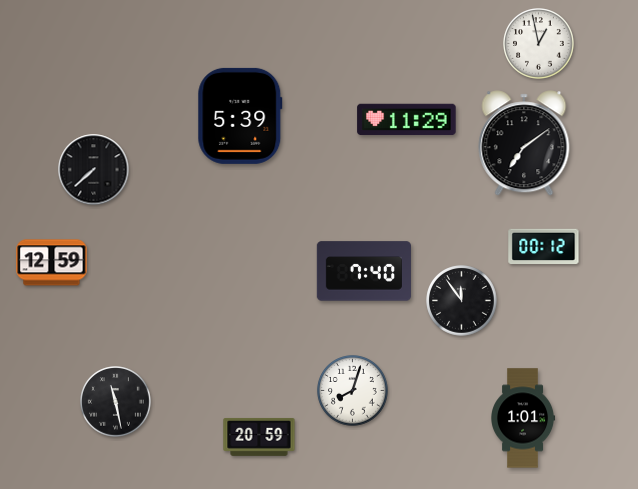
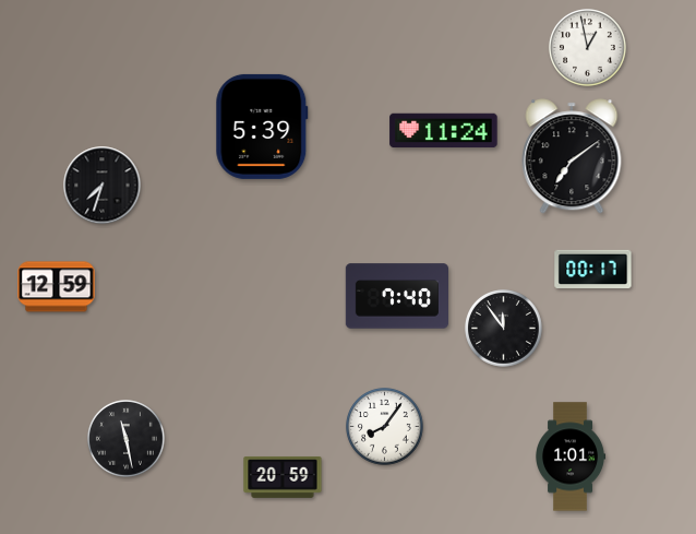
clock at (407, 120): 11:29 -> 11:24
clock at (94, 170): 7:38 -> 7:33
clock at (544, 247): 00:12 -> 00:17
clock at (353, 391): 8:03 -> 8:06
